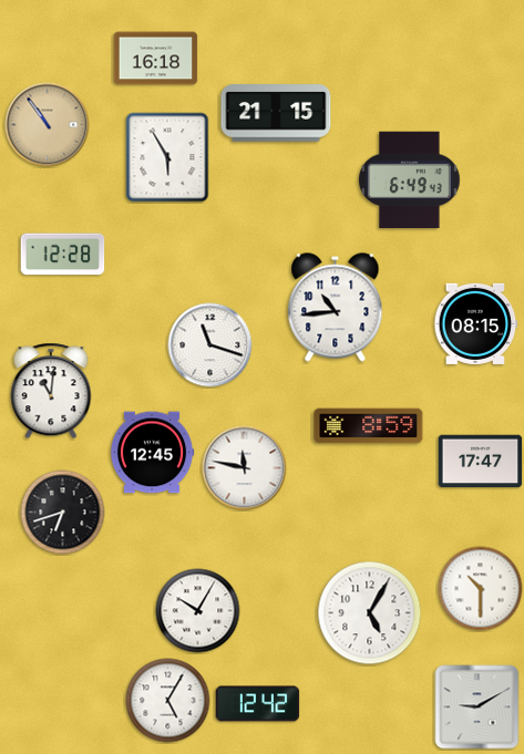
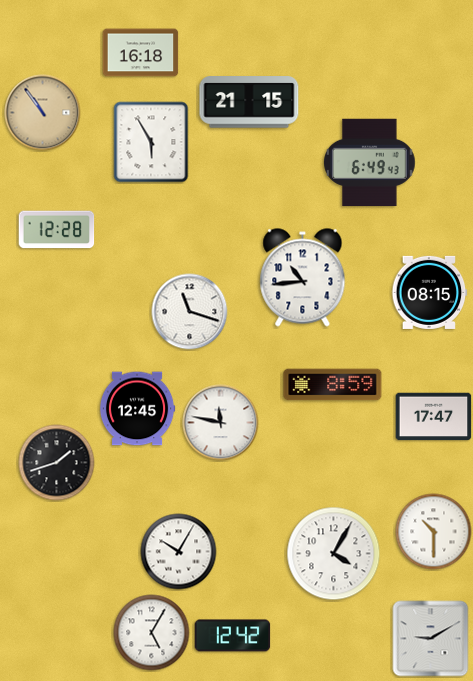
clock at (51, 391): 11:01 -> none
clock at (63, 513): 6:42 -> 1:42
clock at (370, 613): 5:05 -> 4:05
